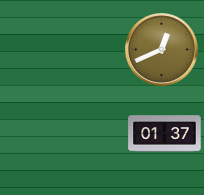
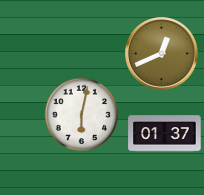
clock at (162, 50) position: (162, 50) -> (162, 54)
clock at (81, 114): none -> 6:02
